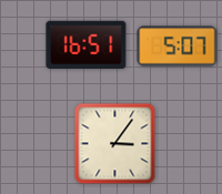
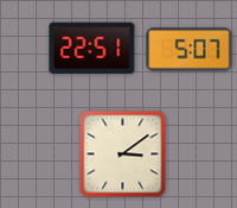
clock at (87, 44): 16:51 -> 22:51
clock at (115, 144): 3:06 -> 3:09
